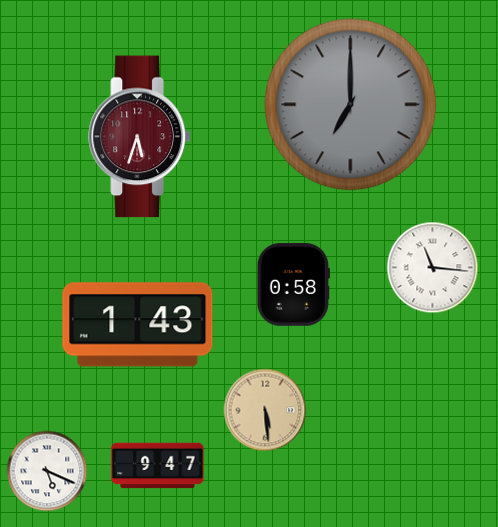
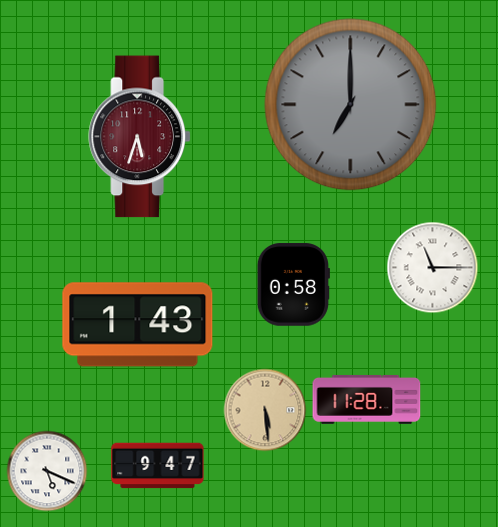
clock at (432, 267): 11:16 -> 11:15
clock at (367, 400): none -> 11:28
